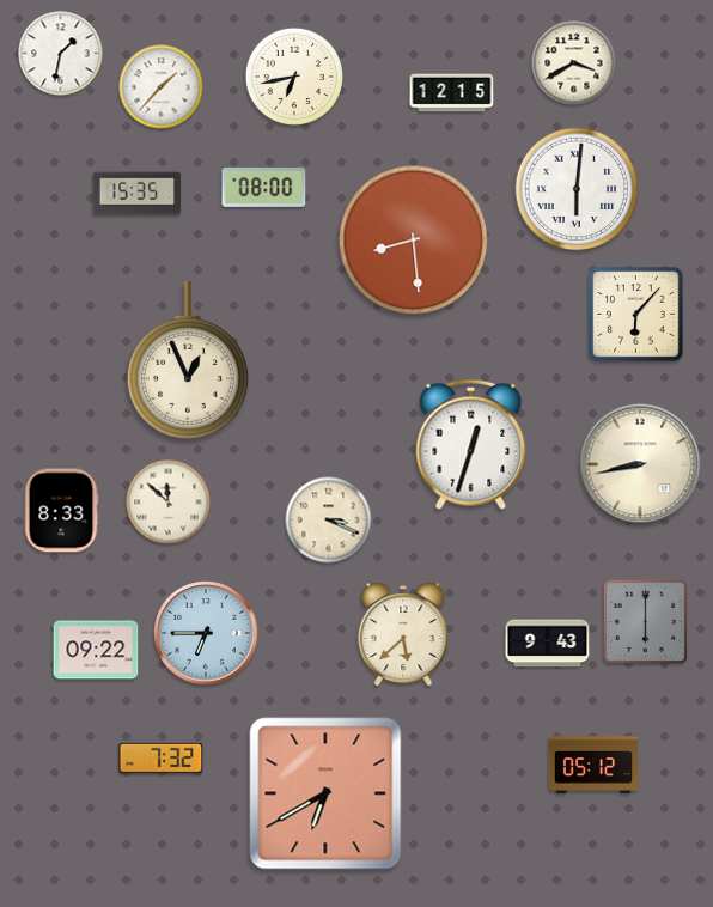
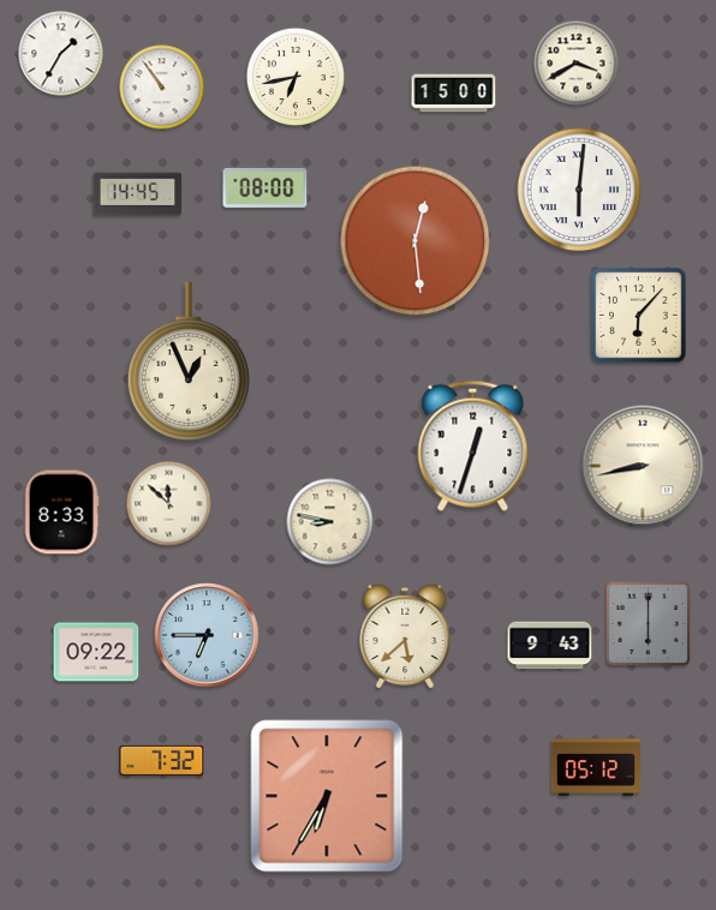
clock at (61, 54): 1:32 -> 1:35
clock at (162, 87): 1:37 -> 10:54
clock at (452, 93): 12:15 -> 15:00
clock at (138, 194): 15:35 -> 14:45
clock at (414, 241): 8:29 -> 12:29
clock at (329, 521): 3:19 -> 8:47
clock at (325, 793): 6:40 -> 6:35
